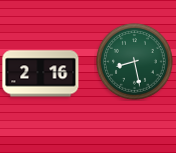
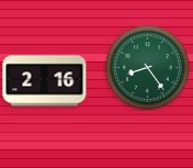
clock at (135, 62): 8:28 -> 8:24
